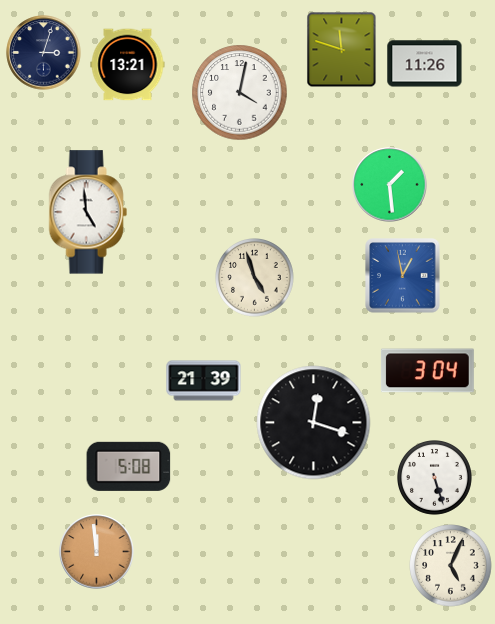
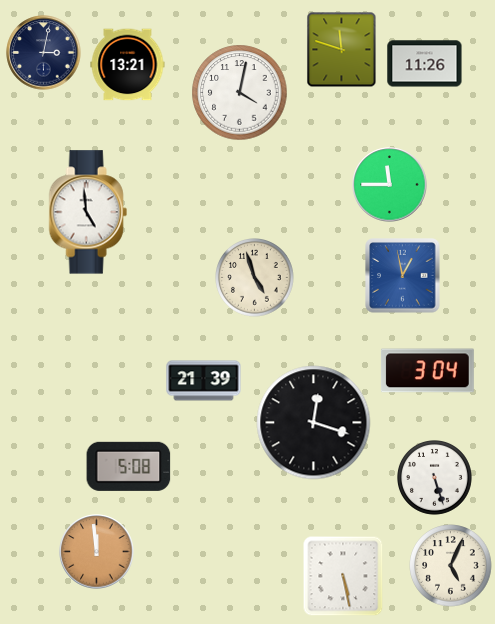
clock at (44, 53): 3:03 -> 3:02
clock at (390, 185): 1:29 -> 11:45
clock at (343, 576): none -> 5:28
